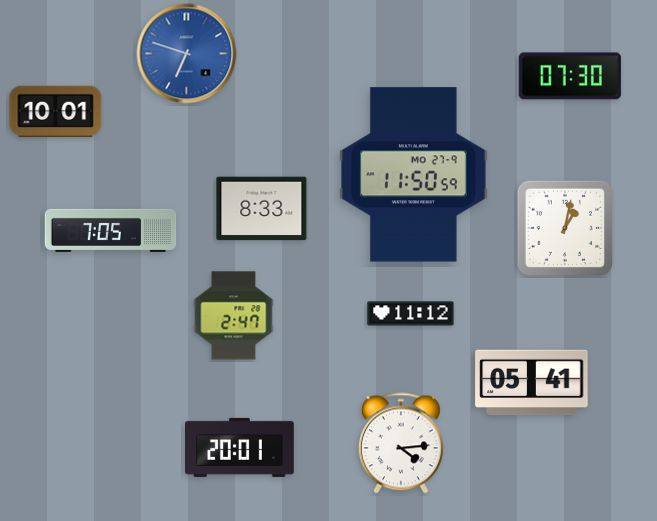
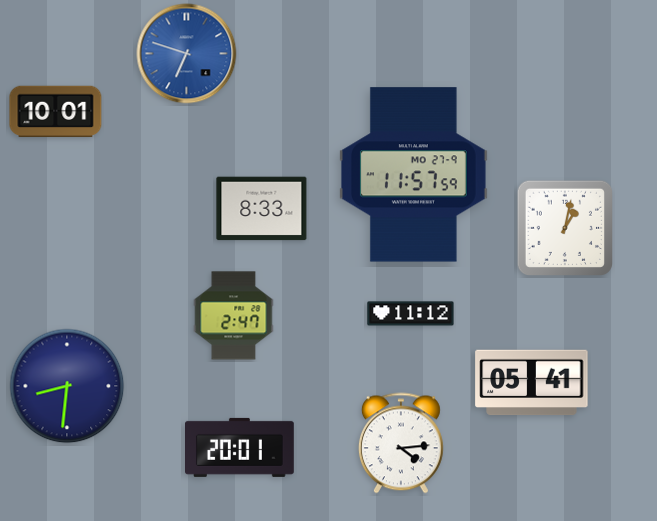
clock at (570, 76): 07:30 -> none
clock at (413, 175): 11:50 -> 11:57
clock at (111, 230): 7:05 -> none
clock at (67, 386): none -> 8:31
